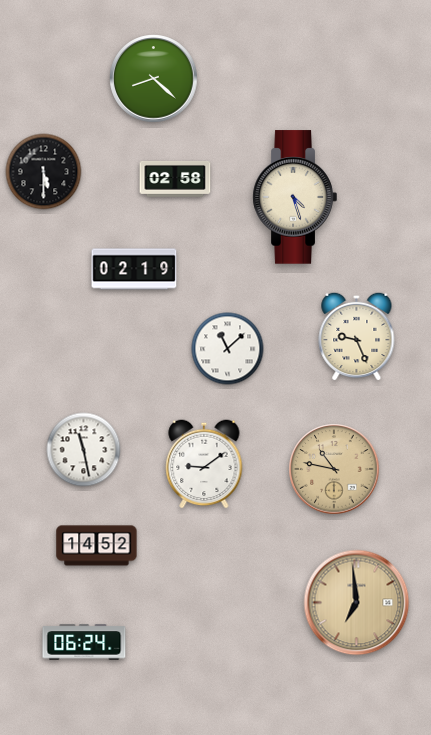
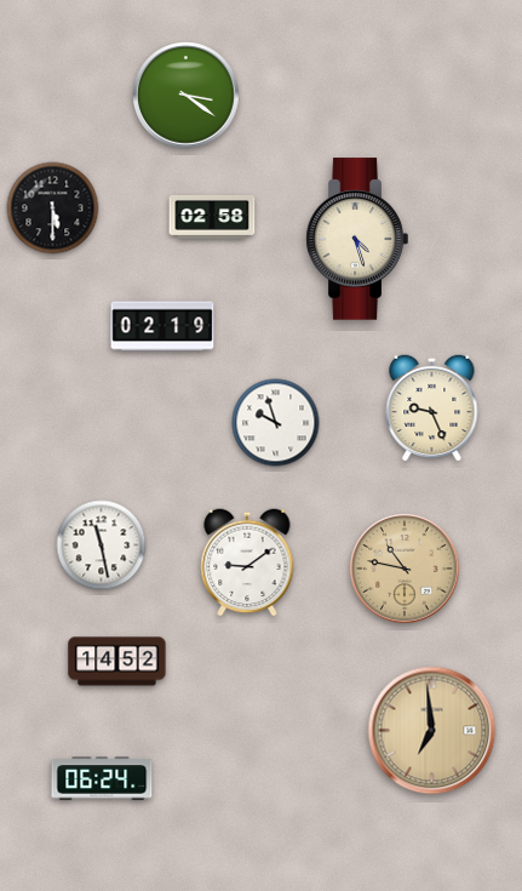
clock at (154, 79): 8:22 -> 3:21
clock at (228, 349): 11:08 -> 9:57
